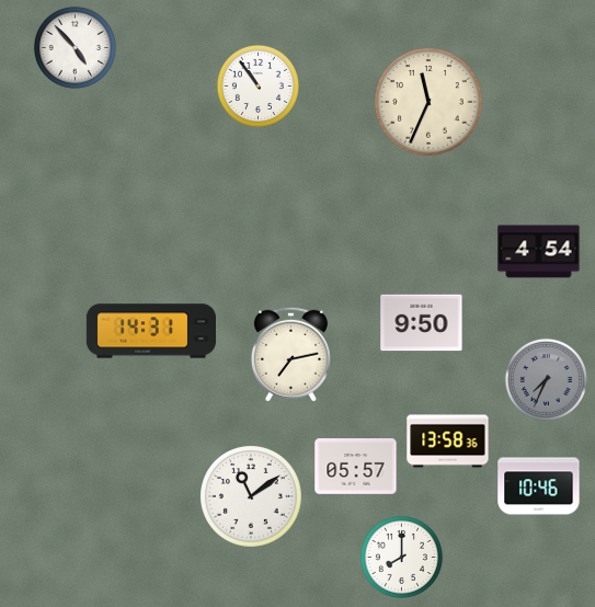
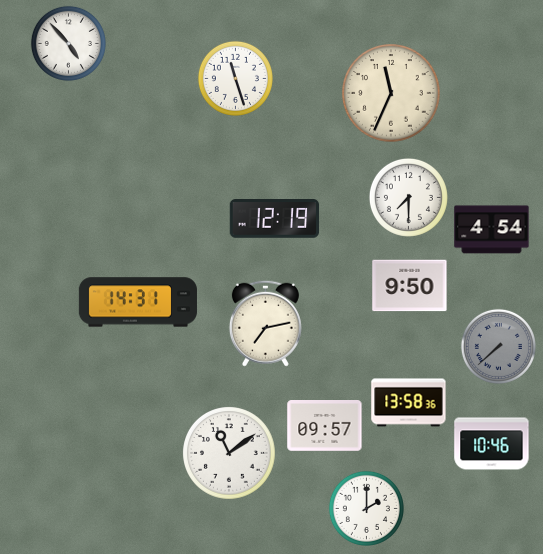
clock at (258, 85): 10:54 -> 11:27
clock at (408, 197): none -> 7:30
clock at (275, 219): none -> 12:19
clock at (422, 323) position: (422, 323) -> (410, 286)
clock at (546, 379): 7:34 -> 7:38
clock at (356, 467): 05:57 -> 09:57
clock at (401, 557): 8:00 -> 2:00
